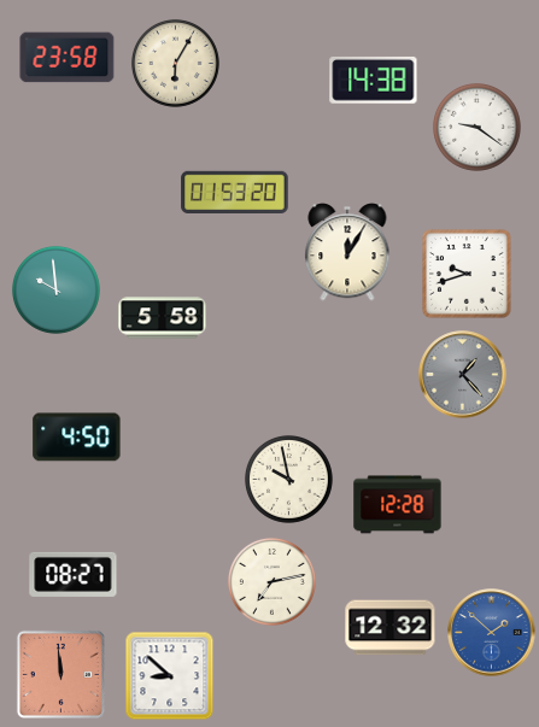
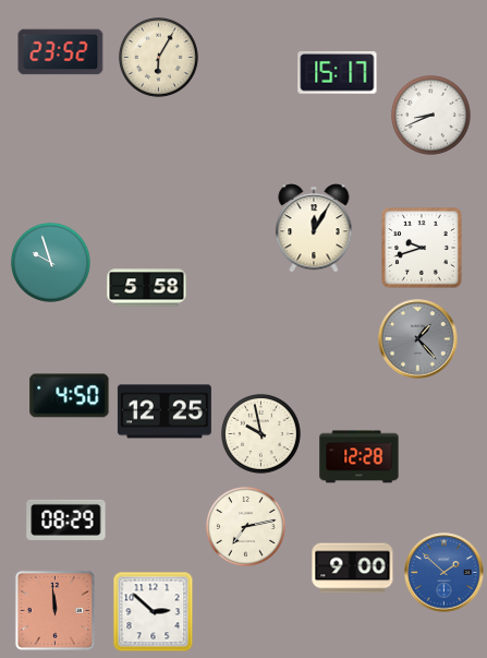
clock at (68, 58): 23:58 -> 23:52
clock at (374, 81): 14:38 -> 15:17
clock at (476, 127): 9:21 -> 8:41
clock at (235, 192): 01:53 -> none
clock at (55, 289): 9:59 -> 9:57
clock at (165, 411): none -> 12:25
clock at (74, 574): 08:27 -> 08:29
clock at (391, 628): 12:32 -> 9:00
clock at (170, 676): 8:52 -> 2:52
